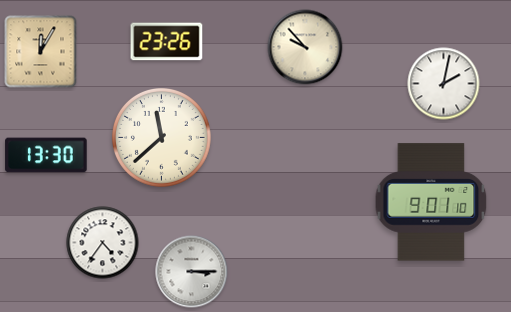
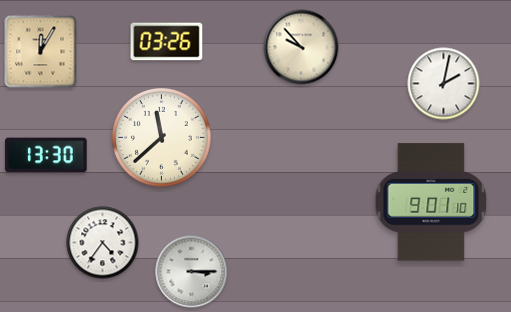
clock at (167, 42): 23:26 -> 03:26
clock at (305, 47) position: (305, 47) -> (301, 47)
